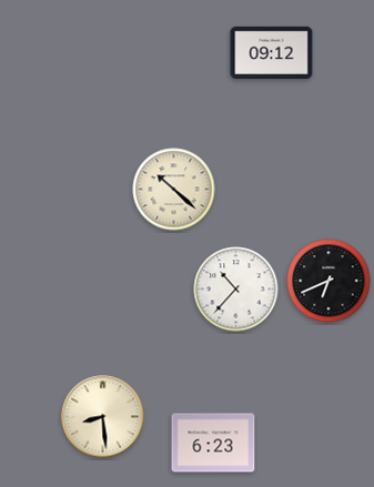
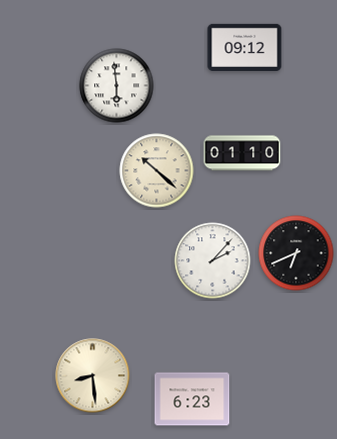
clock at (117, 86): none -> 5:59
clock at (242, 153): none -> 01:10
clock at (236, 290): 10:37 -> 2:07
